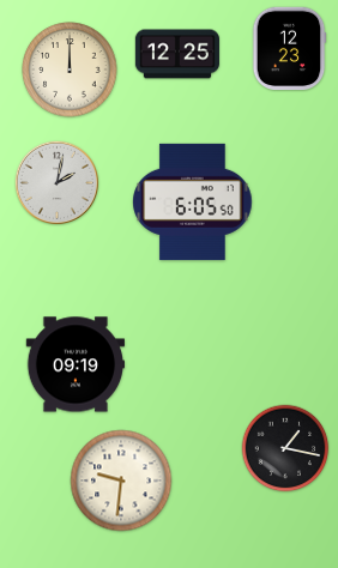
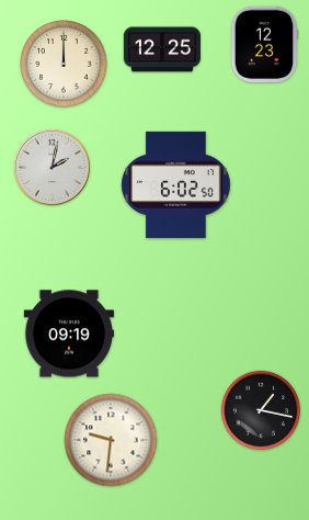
clock at (193, 201): 6:05 -> 6:02
